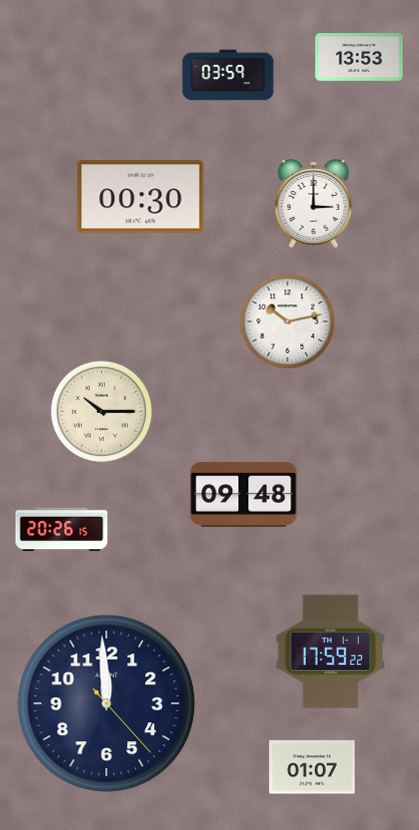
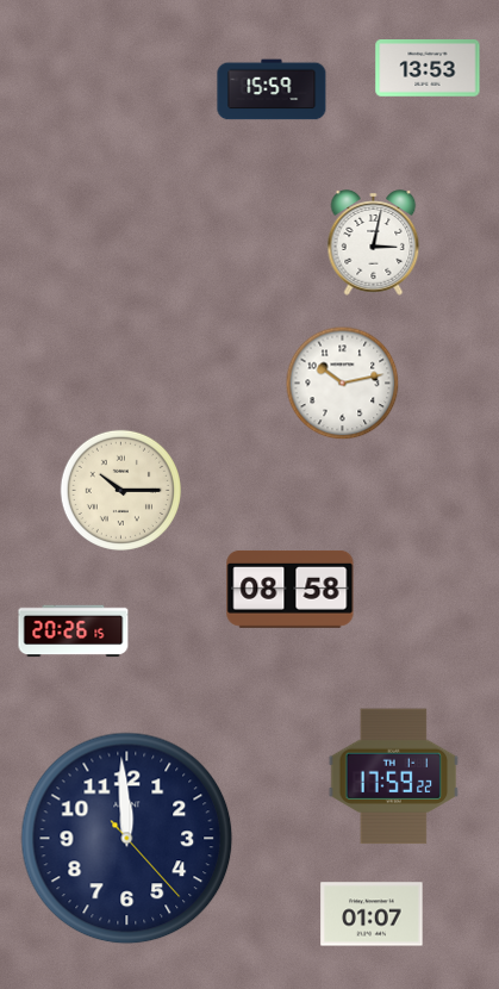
clock at (228, 75): 03:59 -> 15:59
clock at (141, 197): 00:30 -> none
clock at (314, 204): 3:00 -> 3:02
clock at (244, 494): 09:48 -> 08:58
